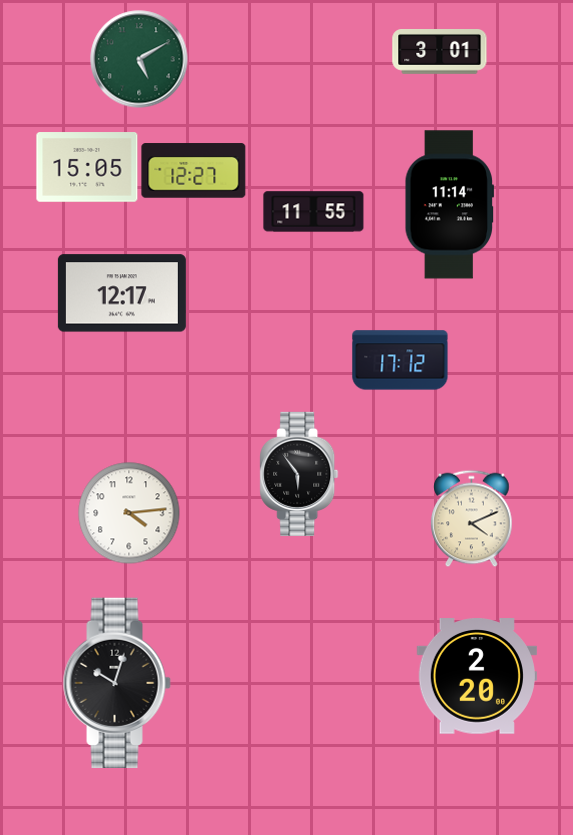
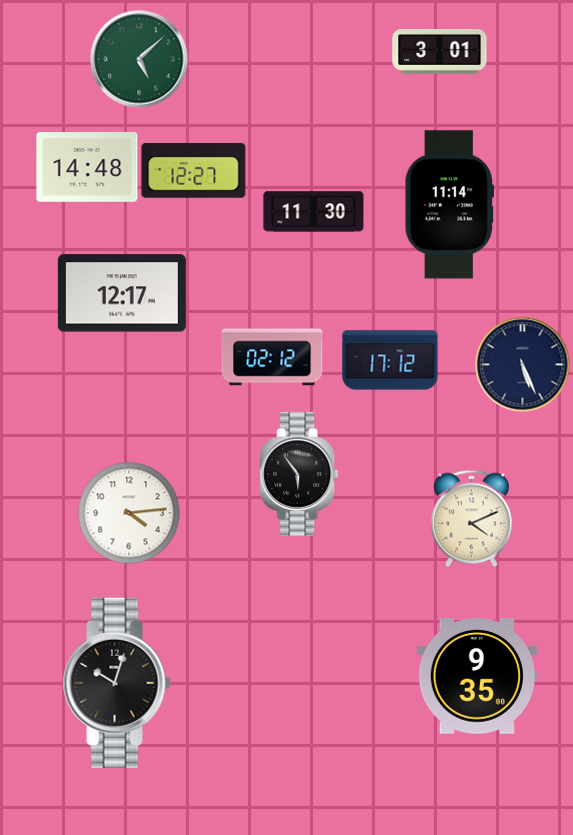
clock at (139, 59): 5:10 -> 5:08
clock at (87, 167): 15:05 -> 14:48
clock at (314, 212): 11:55 -> 11:30
clock at (272, 357): none -> 02:12
clock at (400, 360) position: (400, 360) -> (390, 360)
clock at (522, 364): none -> 5:26
clock at (476, 676): 2:20 -> 9:35
